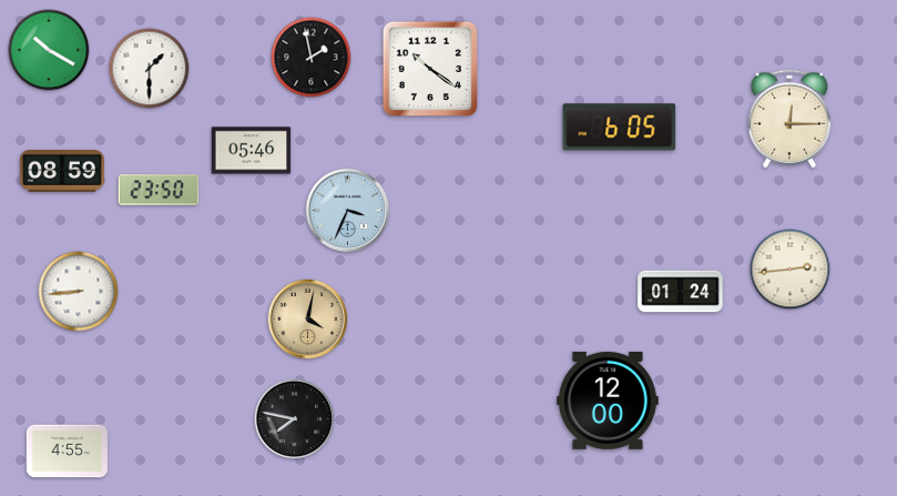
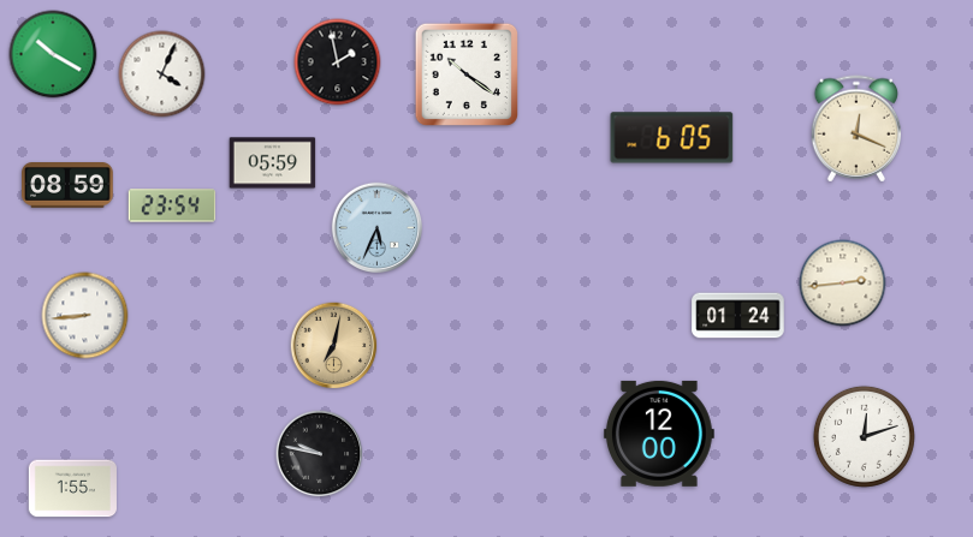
clock at (150, 69): 1:30 -> 4:04
clock at (789, 119): 12:15 -> 12:19
clock at (252, 151): 05:46 -> 05:59
clock at (159, 190): 23:50 -> 23:54
clock at (348, 211): 3:34 -> 5:34
clock at (791, 270) position: (791, 270) -> (843, 284)
clock at (308, 320): 4:02 -> 7:02
clock at (864, 436): none -> 12:12
clock at (295, 419): 7:47 -> 9:47
clock at (67, 452): 4:55 -> 1:55
